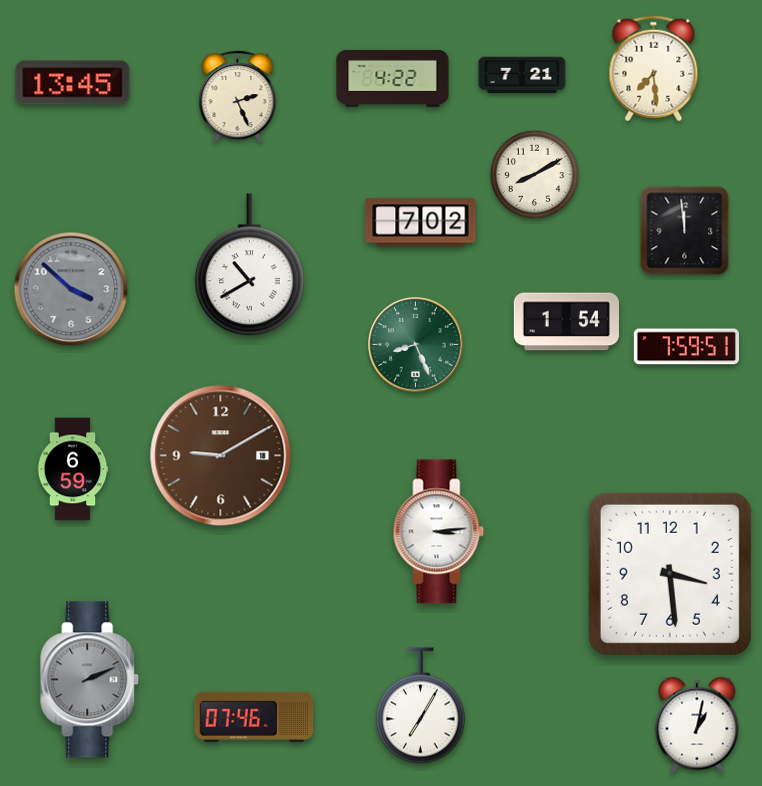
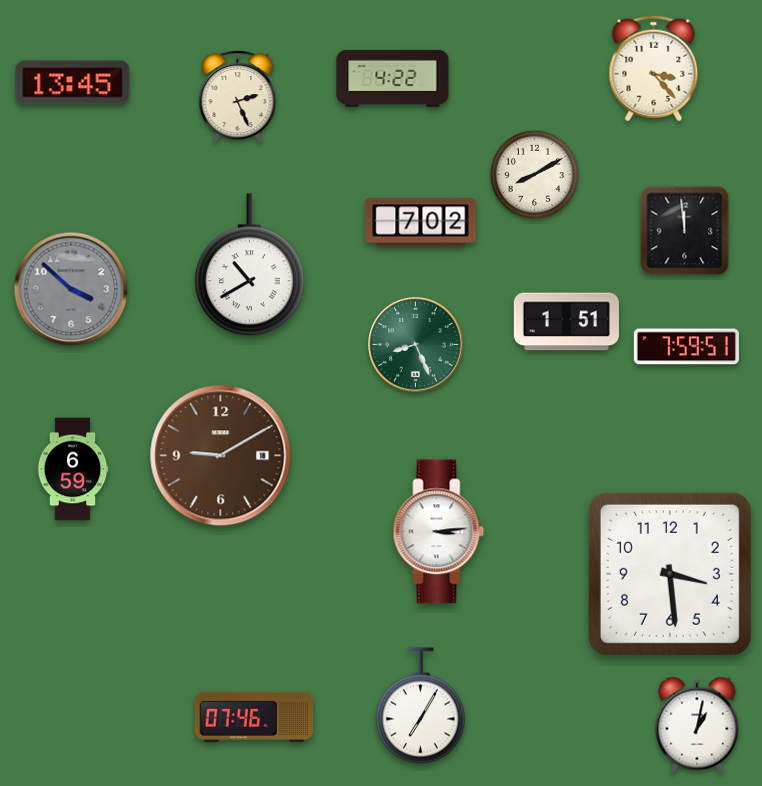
clock at (654, 69): 7:29 -> 3:23
clock at (522, 75): 7:21 -> none
clock at (566, 322): 1:54 -> 1:51
clock at (90, 680): 2:11 -> none
